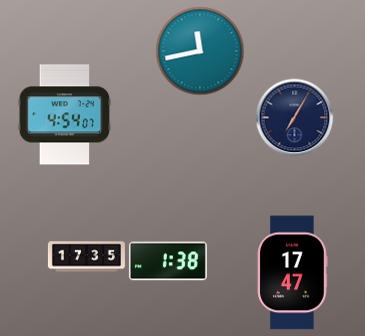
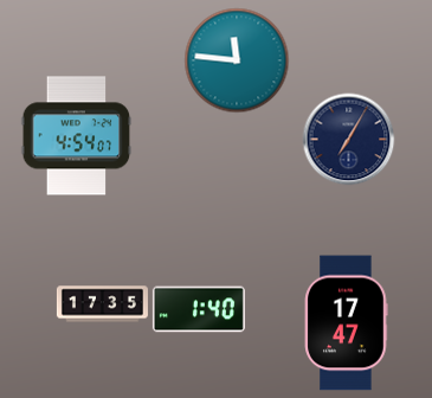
clock at (200, 51): 11:43 -> 11:46
clock at (168, 261): 1:38 -> 1:40
